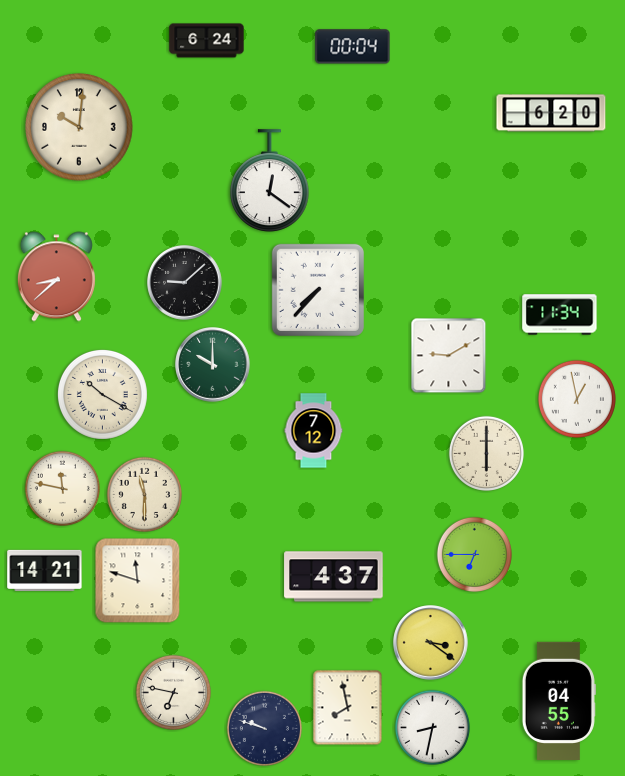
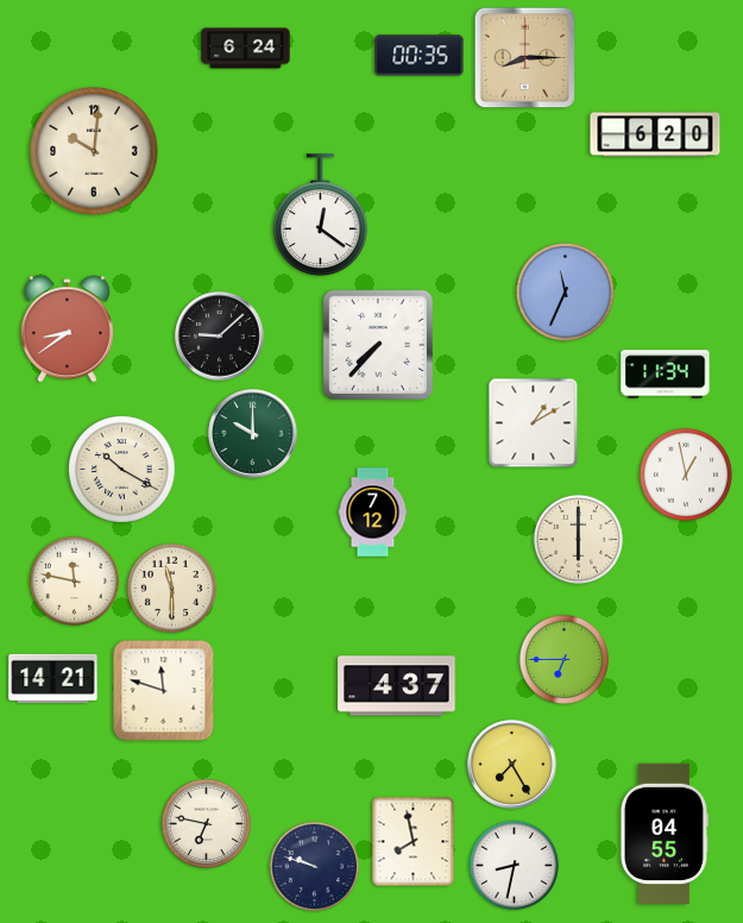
clock at (353, 47): 00:04 -> 00:35
clock at (525, 58): none -> 8:15
clock at (565, 291): none -> 11:34
clock at (56, 277): 8:38 -> 8:39
clock at (449, 356): 9:10 -> 1:10
clock at (431, 643): 3:21 -> 7:25
